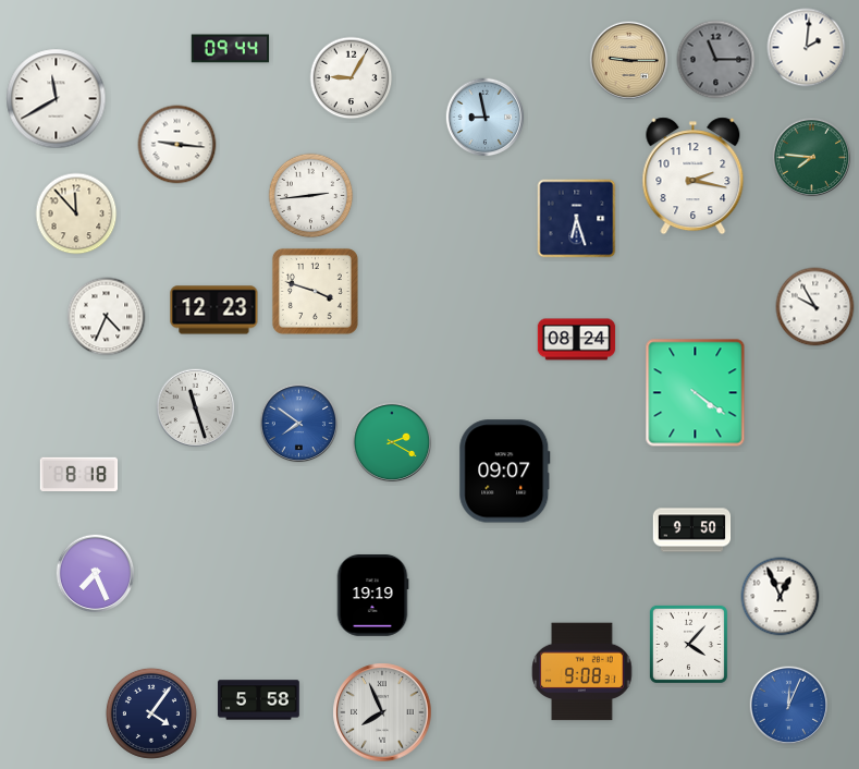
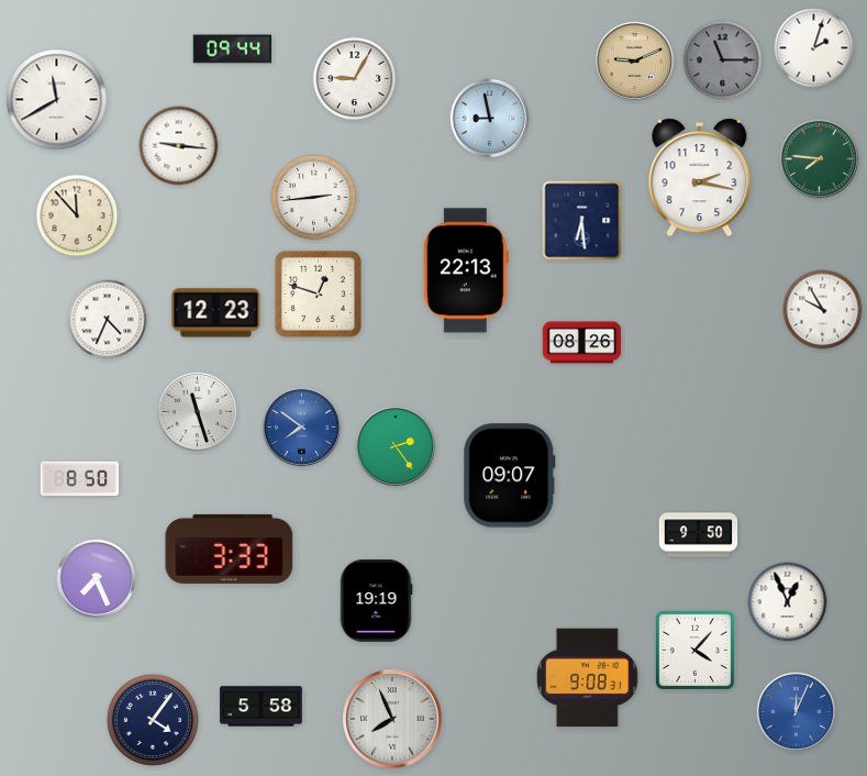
clock at (807, 48): 2:01 -> 2:03
clock at (629, 61): 9:15 -> 9:11
clock at (577, 219): 6:27 -> 6:29
clock at (466, 270): none -> 22:13
clock at (315, 291): 3:48 -> 12:48
clock at (577, 340): 08:24 -> 08:26
clock at (696, 393): 4:21 -> none
clock at (392, 442): 2:20 -> 2:24
clock at (79, 475): 8:18 -> 8:50
clock at (230, 548): none -> 3:33
clock at (382, 712) position: (382, 712) -> (392, 719)
